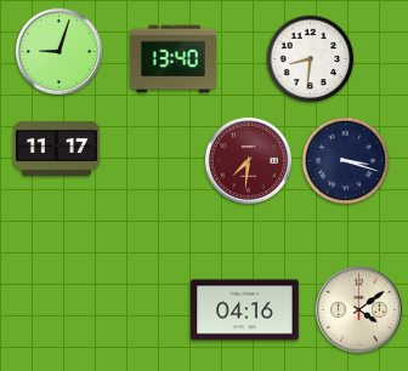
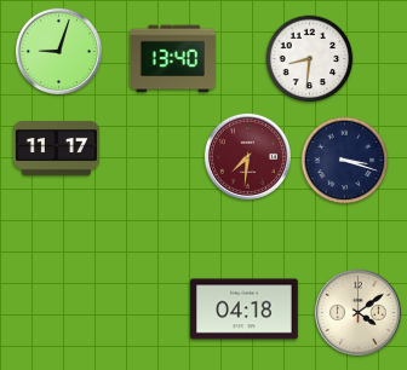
clock at (248, 160) position: (248, 160) -> (247, 156)
clock at (358, 309) position: (358, 309) -> (357, 312)
clock at (245, 310): 04:16 -> 04:18
